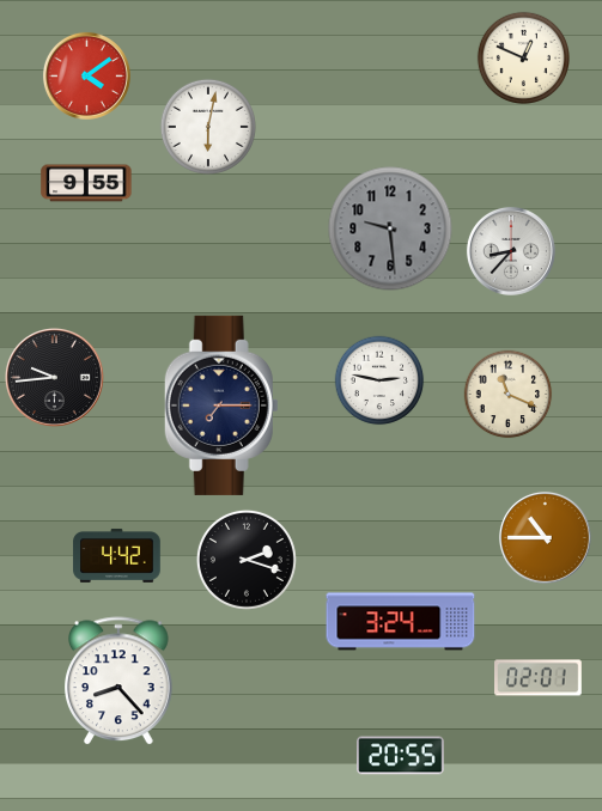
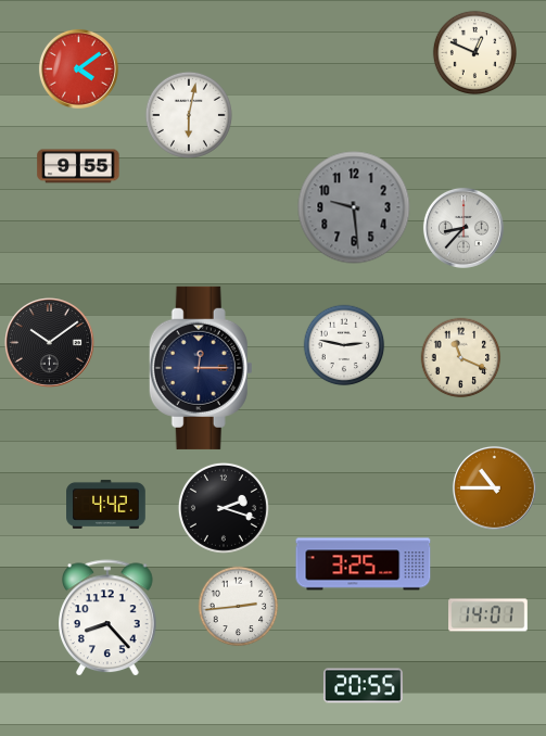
clock at (55, 378): 9:44 -> 10:09
clock at (221, 405): 7:15 -> 12:15
clock at (401, 622): 3:24 -> 3:25
clock at (239, 607): none -> 2:44
clock at (539, 678): 02:01 -> 14:01
